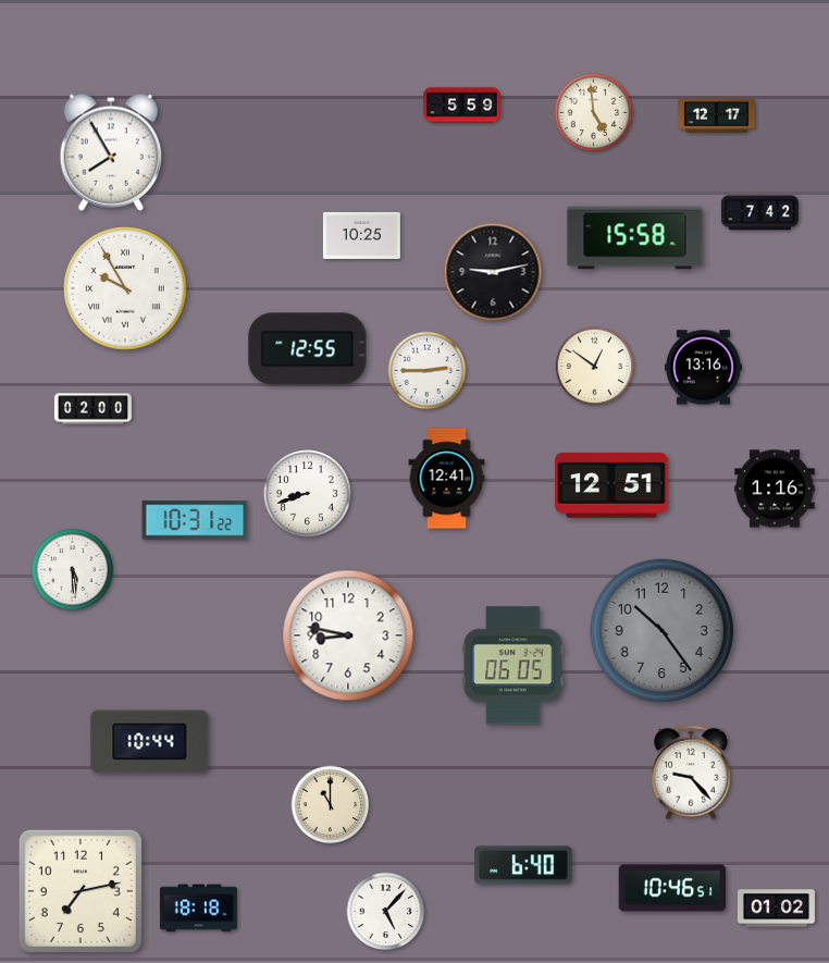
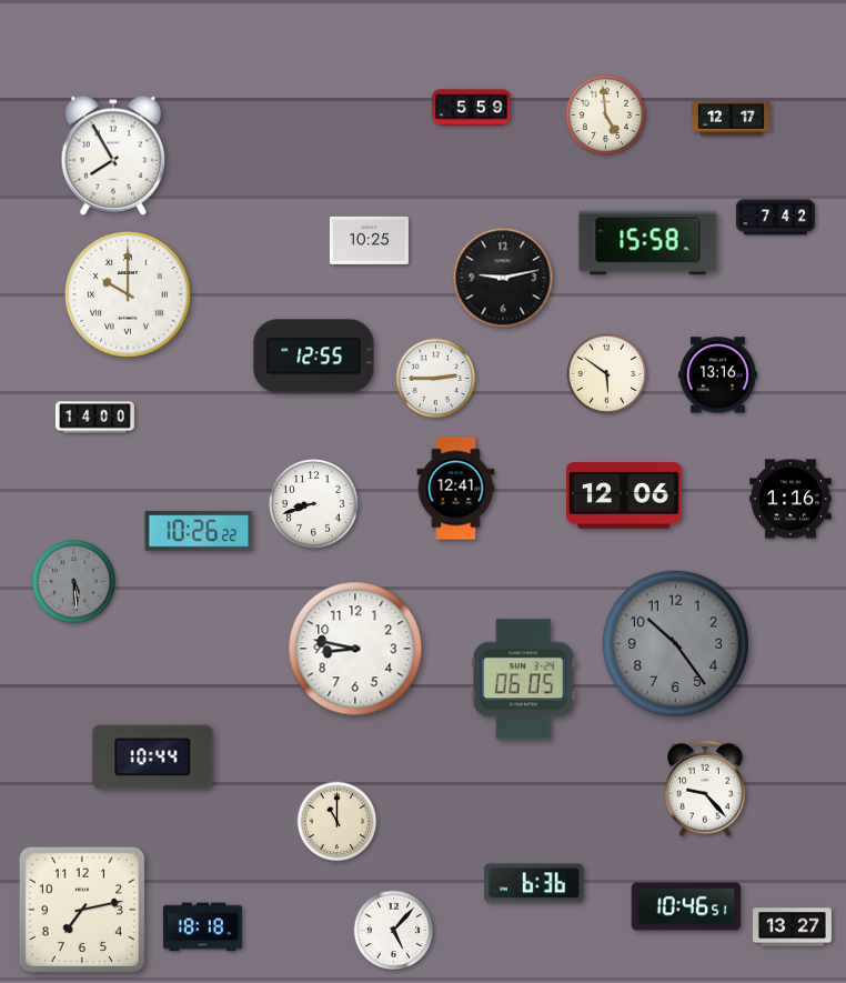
clock at (125, 288): 9:55 -> 10:00
clock at (595, 367): 12:51 -> 5:51
clock at (92, 409): 02:00 -> 14:00
clock at (611, 486): 12:51 -> 12:06
clock at (195, 520): 10:31 -> 10:26
clock at (72, 569) dial: white -> grey
clock at (523, 865): 6:40 -> 6:36
clock at (776, 909): 01:02 -> 13:27
